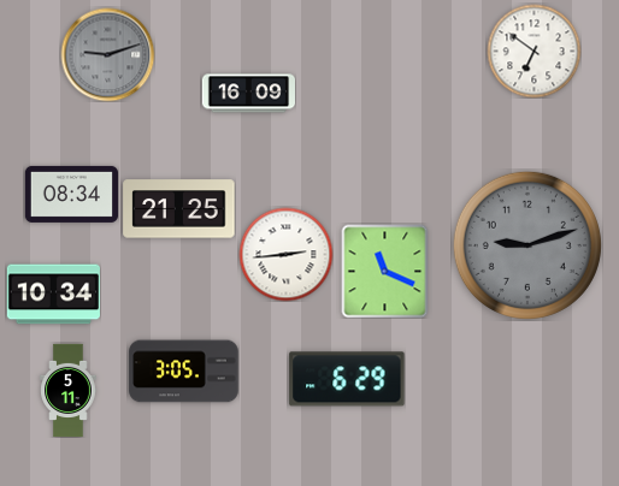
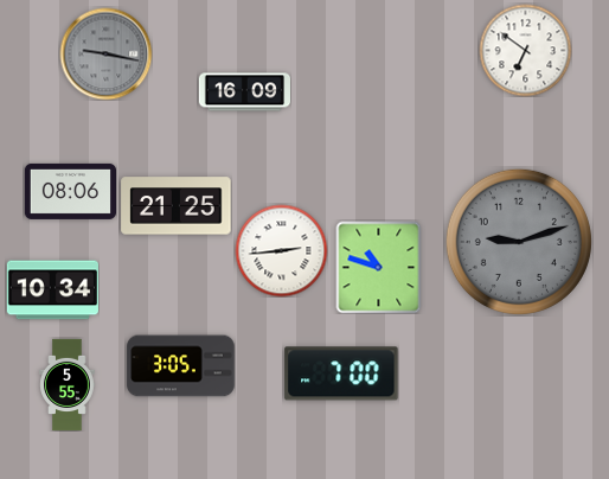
clock at (107, 54): 9:12 -> 9:17
clock at (71, 194): 08:34 -> 08:06
clock at (385, 271): 11:19 -> 10:48
clock at (347, 379): 6:29 -> 7:00
clock at (69, 390): 5:11 -> 5:55
